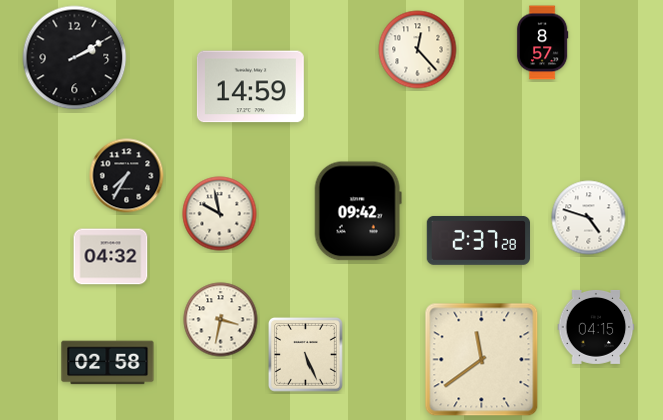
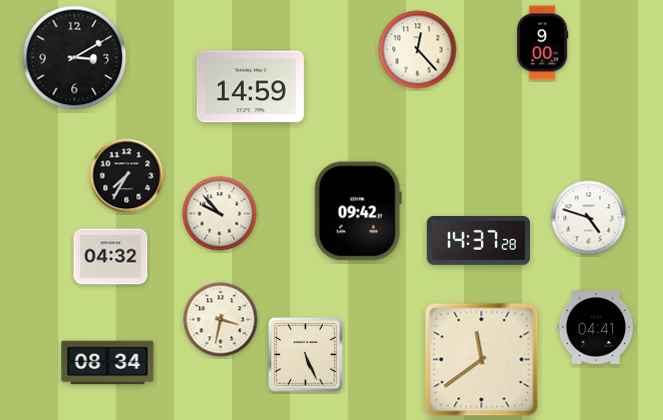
clock at (542, 43): 8:57 -> 9:00
clock at (75, 58): 2:10 -> 3:10
clock at (220, 214): 9:58 -> 9:53
clock at (478, 240): 2:37 -> 14:37
clock at (596, 327): 04:15 -> 04:41
clock at (108, 363): 02:58 -> 08:34
